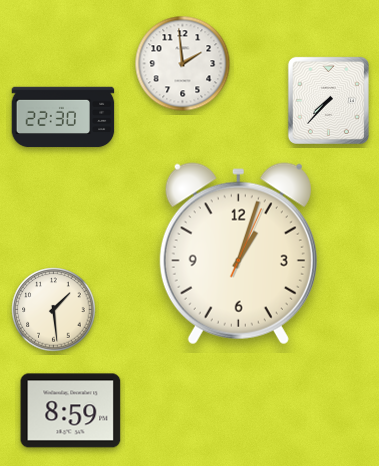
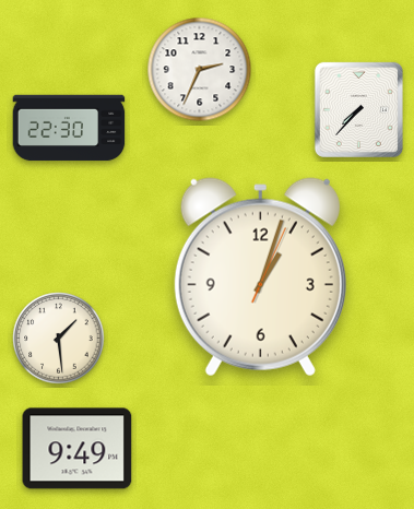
clock at (183, 64): 1:59 -> 2:34
clock at (71, 411): 8:59 -> 9:49
